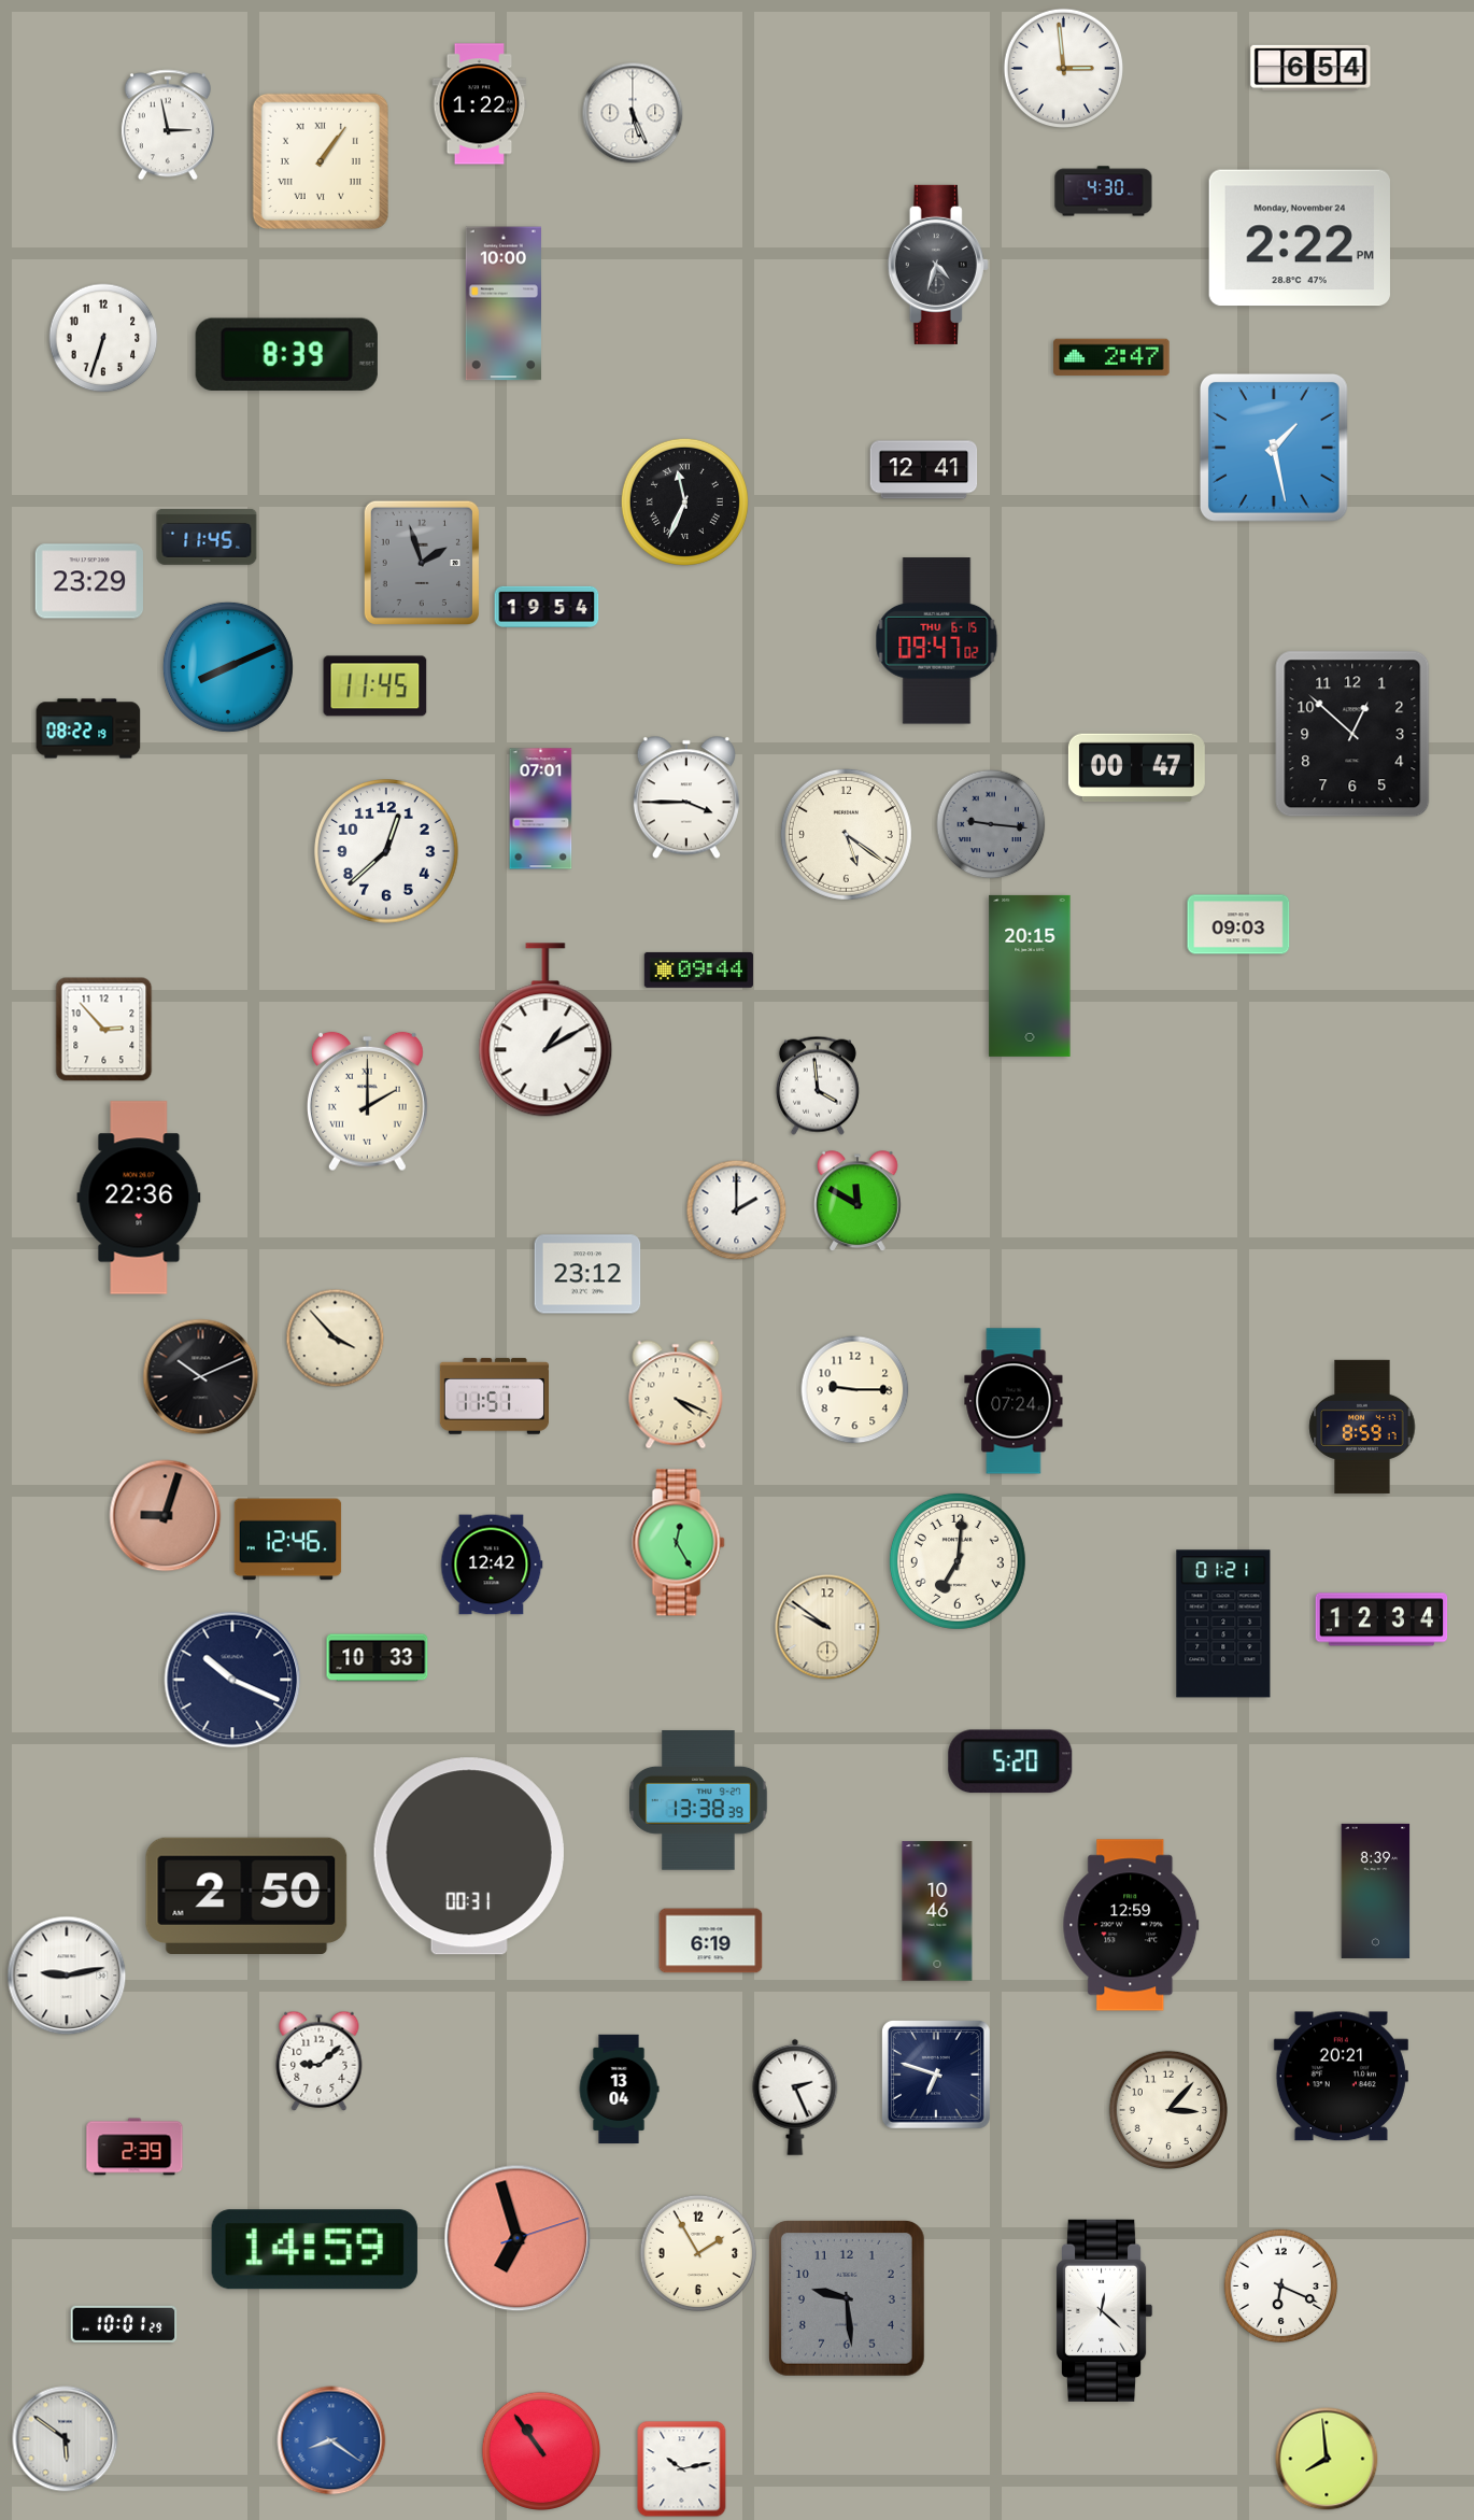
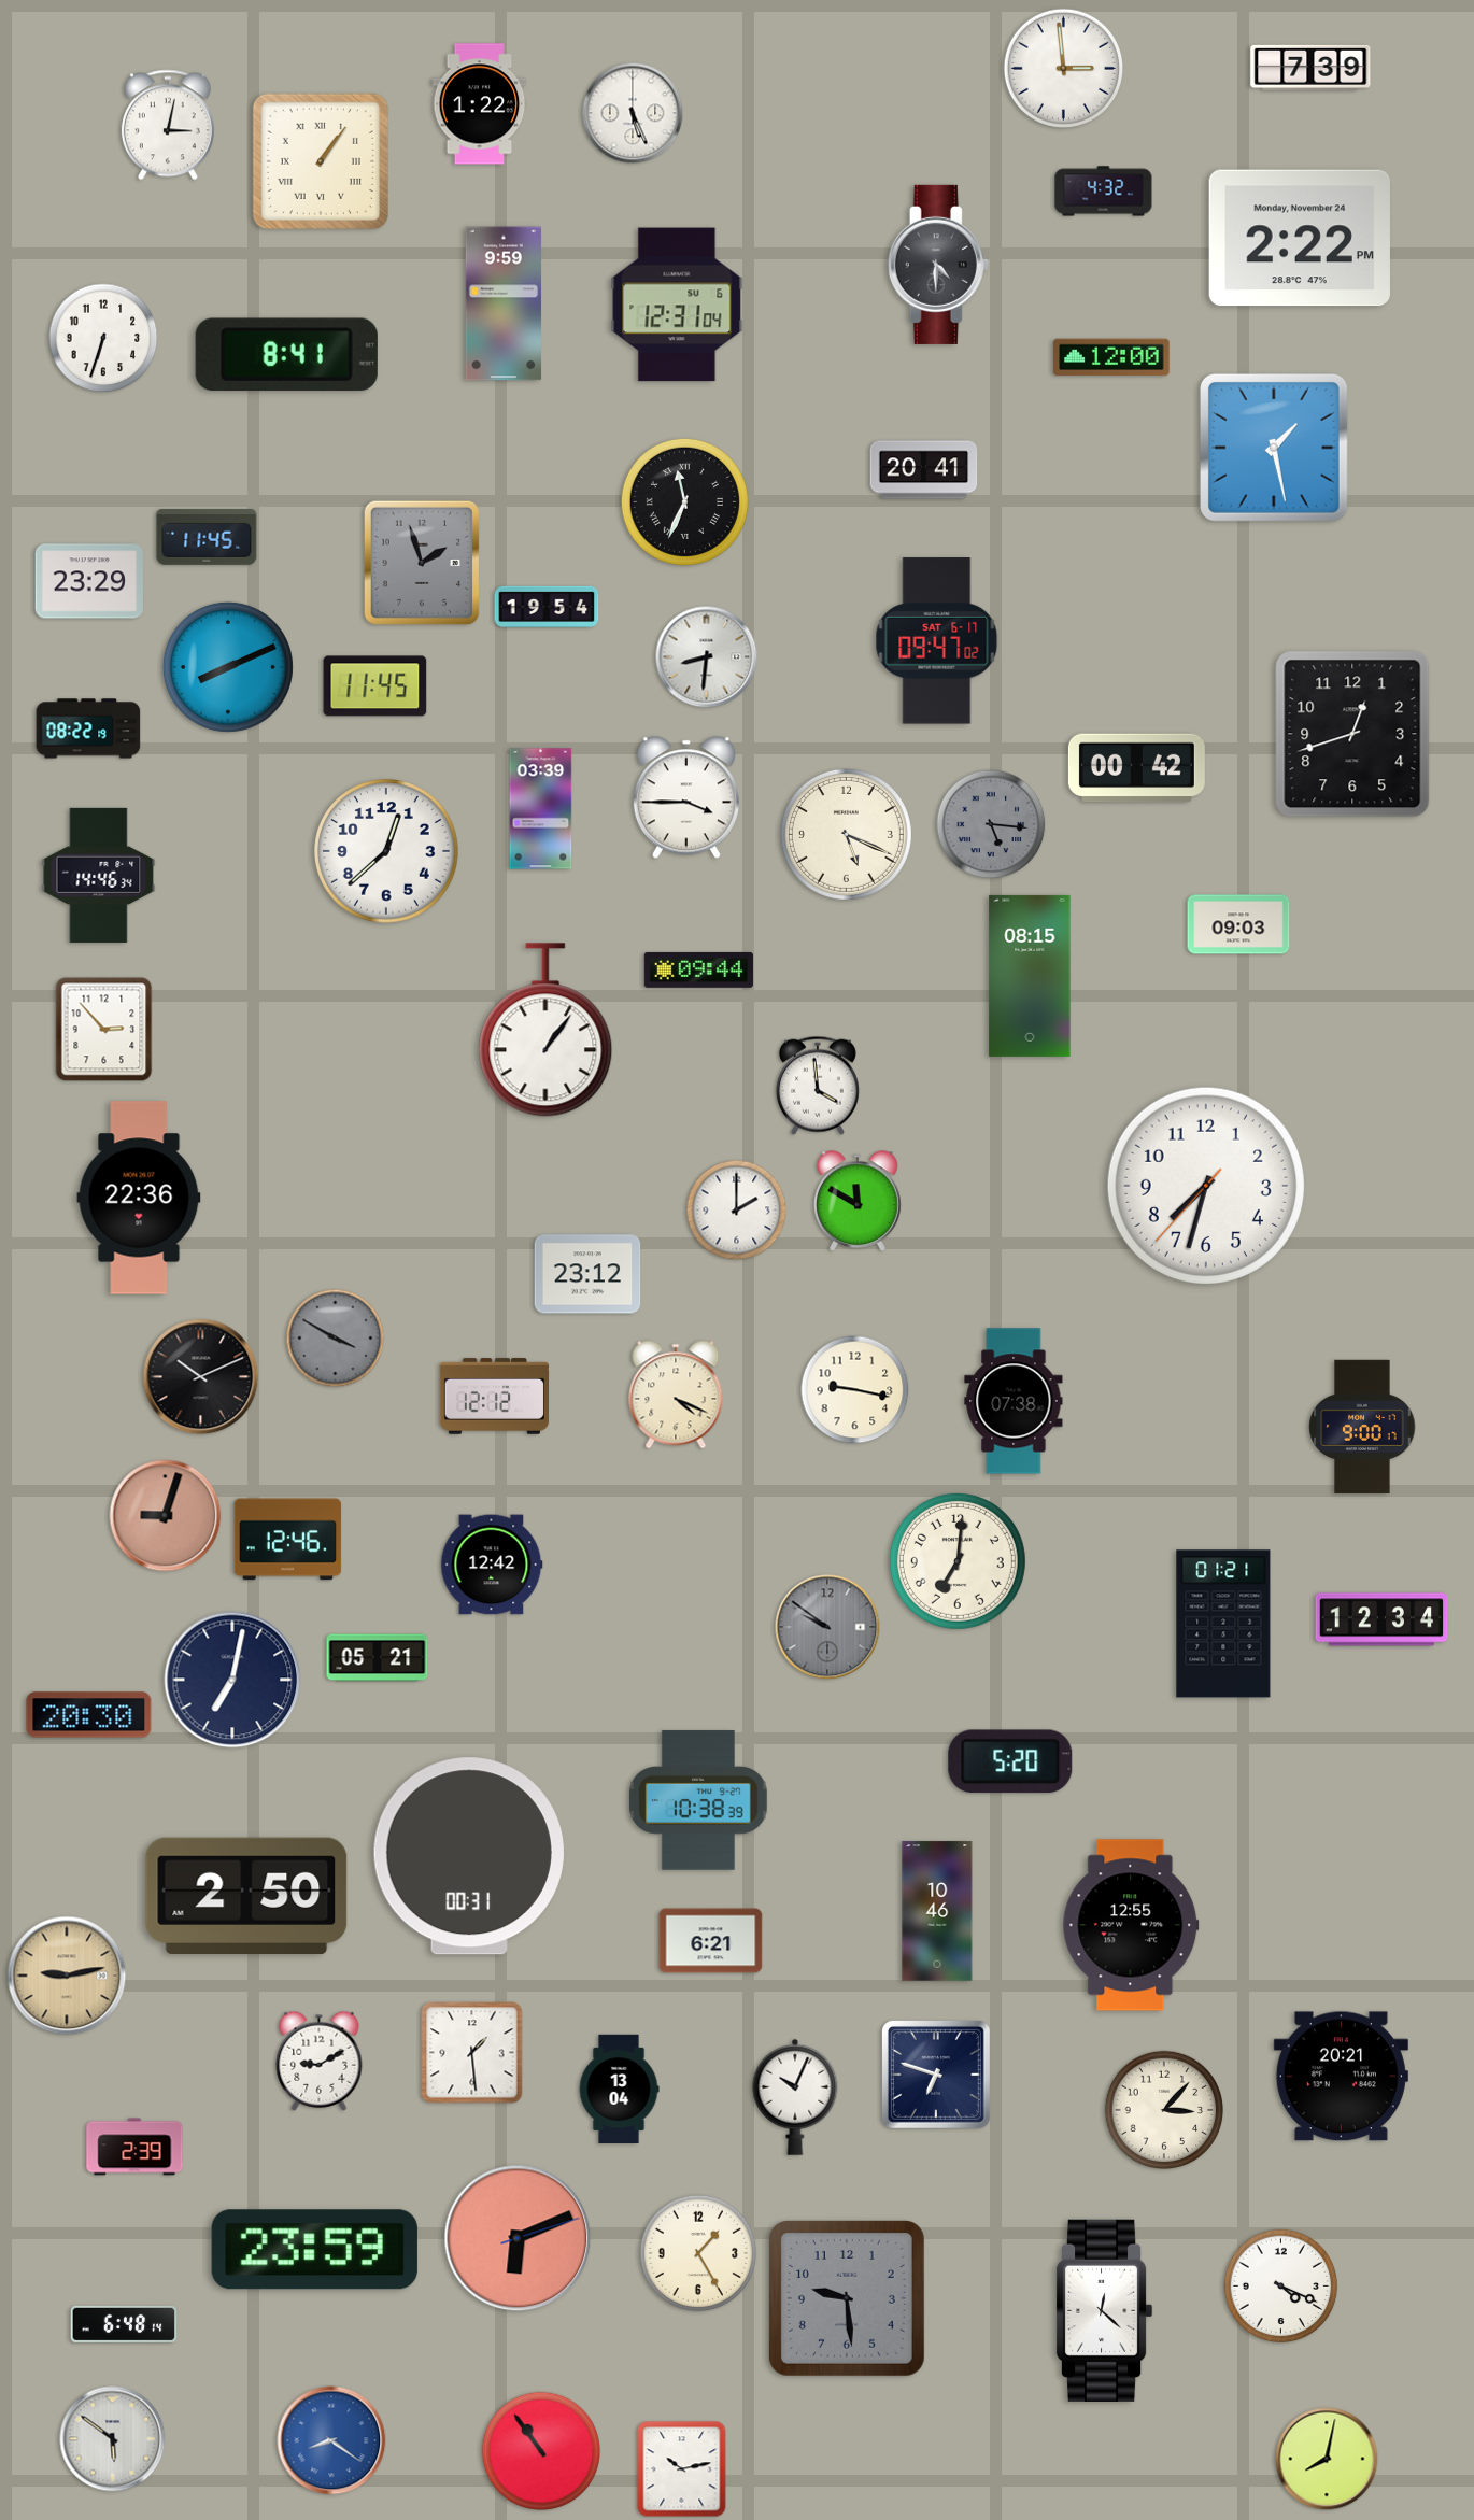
clock at (1310, 68): 6:54 -> 7:39
clock at (168, 125): 2:58 -> 3:02
clock at (1104, 192): 4:30 -> 4:32
clock at (938, 265): 4:33 -> 4:30
clock at (502, 303): 10:00 -> 9:59
clock at (677, 305): none -> 12:31
clock at (286, 354): 8:39 -> 8:41
clock at (1111, 357): 2:47 -> 12:00
clock at (924, 470): 12:41 -> 20:41
clock at (937, 641) date: THU 6-15 -> SAT 6-17
clock at (707, 657): none -> 8:31
clock at (1352, 734): 12:52 -> 12:42
clock at (1136, 768): 00:47 -> 00:42
clock at (541, 809): 07:01 -> 03:39
clock at (991, 824): 9:16 -> 5:16
clock at (846, 834): 5:21 -> 5:19
clock at (99, 875): none -> 14:46
clock at (1030, 976): 20:15 -> 08:15
clock at (545, 1030): 1:10 -> 1:06
clock at (367, 1102): 2:00 -> none
clock at (1205, 1185): none -> 7:32
clock at (336, 1339): 3:53 -> 3:50
clock at (336, 1339) dial: cream -> grey
clock at (855, 1390): 9:15 -> 9:17
clock at (494, 1397): 11:51 -> 12:12
clock at (1014, 1401): 07:24 -> 07:38
clock at (1362, 1427): 8:59 -> 9:00
clock at (679, 1543): 12:25 -> none
clock at (827, 1627) dial: cream -> grey
clock at (378, 1658): 10:33 -> 05:21
clock at (232, 1680): 10:19 -> 7:02
clock at (89, 1715): none -> 20:30
clock at (698, 1800): 13:38 -> 10:38
clock at (1376, 1891): 8:39 -> none
clock at (1131, 1925): 12:59 -> 12:55
clock at (711, 1941): 6:19 -> 6:21
clock at (67, 1976) dial: white -> champagne
clock at (472, 2053): none -> 1:29
clock at (320, 2061): 9:08 -> 9:10
clock at (795, 2097): 2:26 -> 10:04
clock at (1167, 2109) position: (1167, 2109) -> (1163, 2109)
clock at (518, 2238): 6:57 -> 6:11
clock at (314, 2250): 14:59 -> 23:59
clock at (698, 2253): 1:55 -> 1:25
clock at (1281, 2287): 6:19 -> 4:19
clock at (124, 2324): 10:01 -> 6:48
clock at (66, 2439) position: (66, 2439) -> (113, 2439)
clock at (1327, 2459): 7:59 -> 8:02
